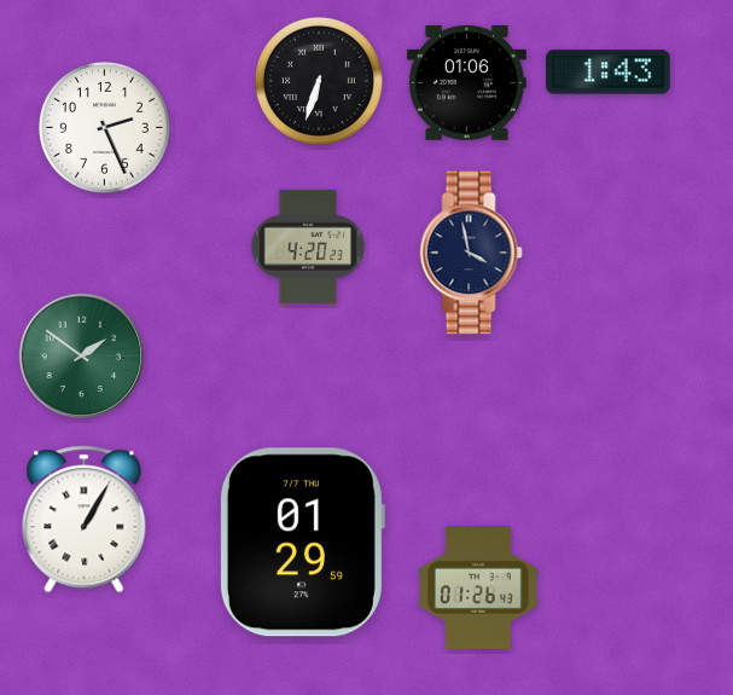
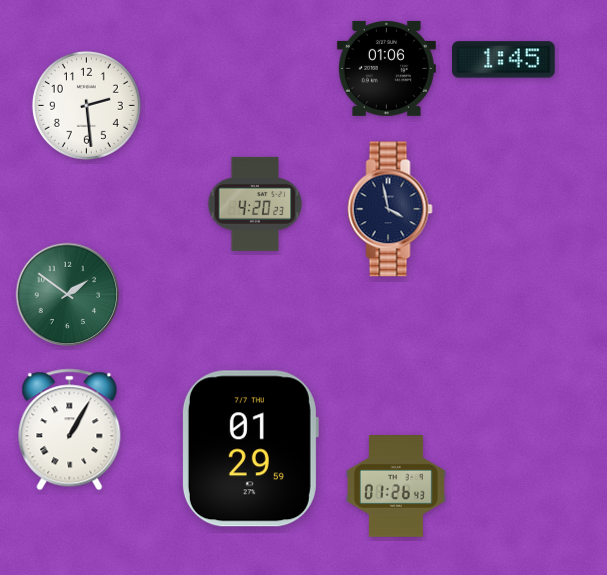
clock at (609, 73): 1:43 -> 1:45
clock at (319, 81): 6:33 -> none
clock at (104, 127): 2:26 -> 2:29
